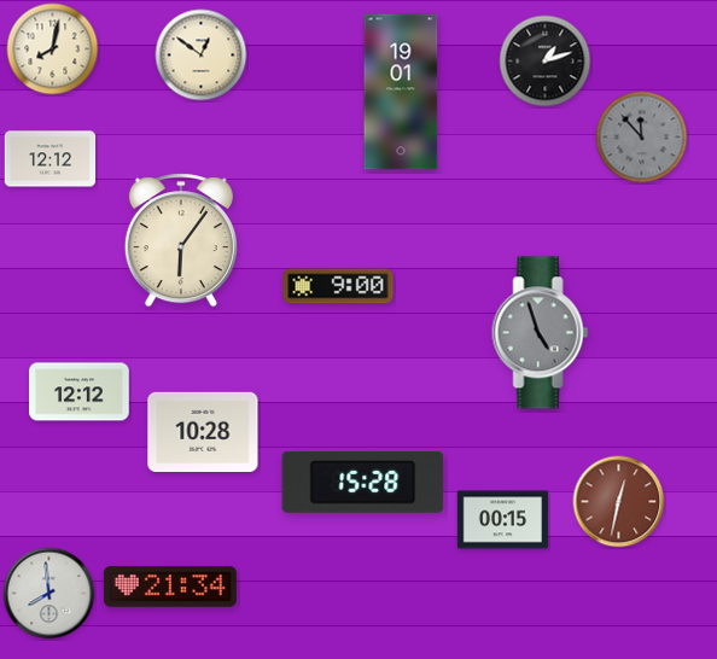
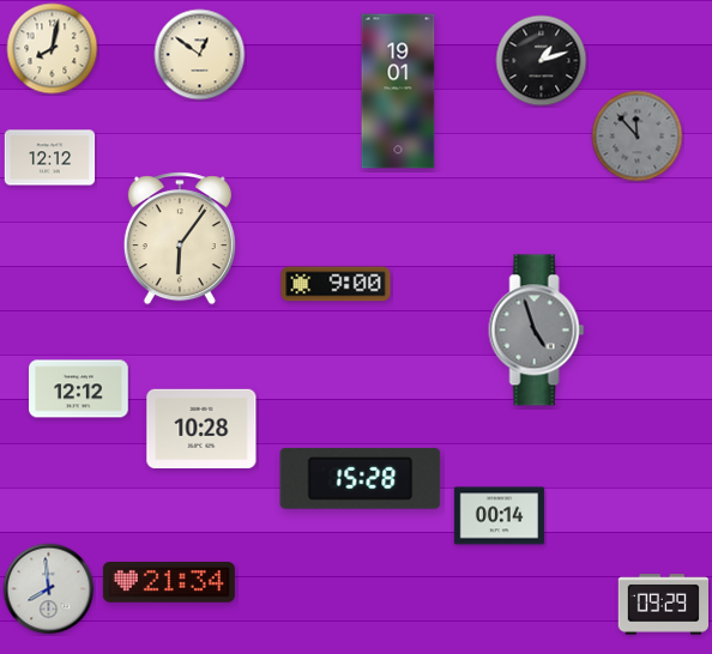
clock at (619, 502): 12:32 -> none
clock at (503, 520): 00:15 -> 00:14
clock at (663, 605): none -> 09:29
